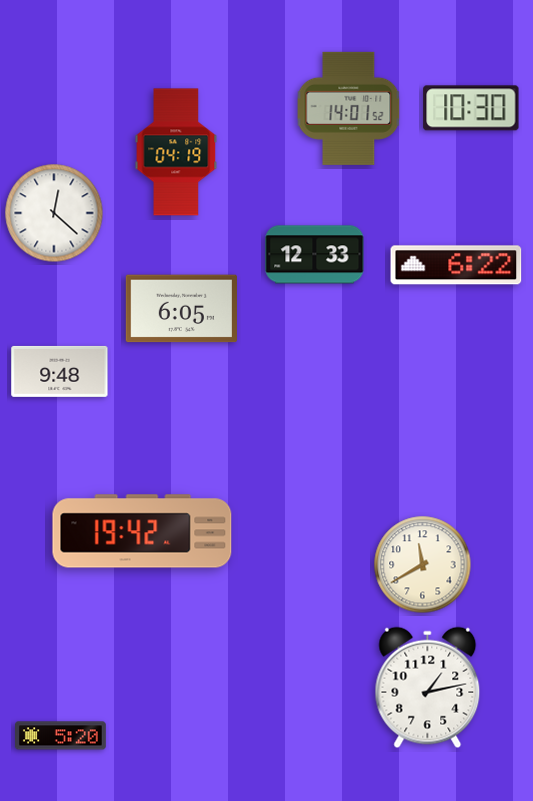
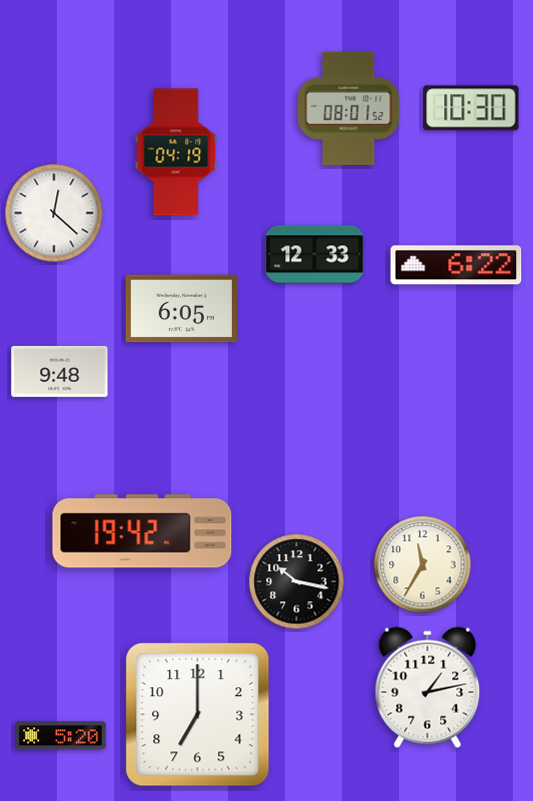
clock at (349, 108): 14:01 -> 08:01
clock at (423, 565): 11:40 -> 11:35
clock at (297, 582): none -> 10:17
clock at (198, 715): none -> 7:00
